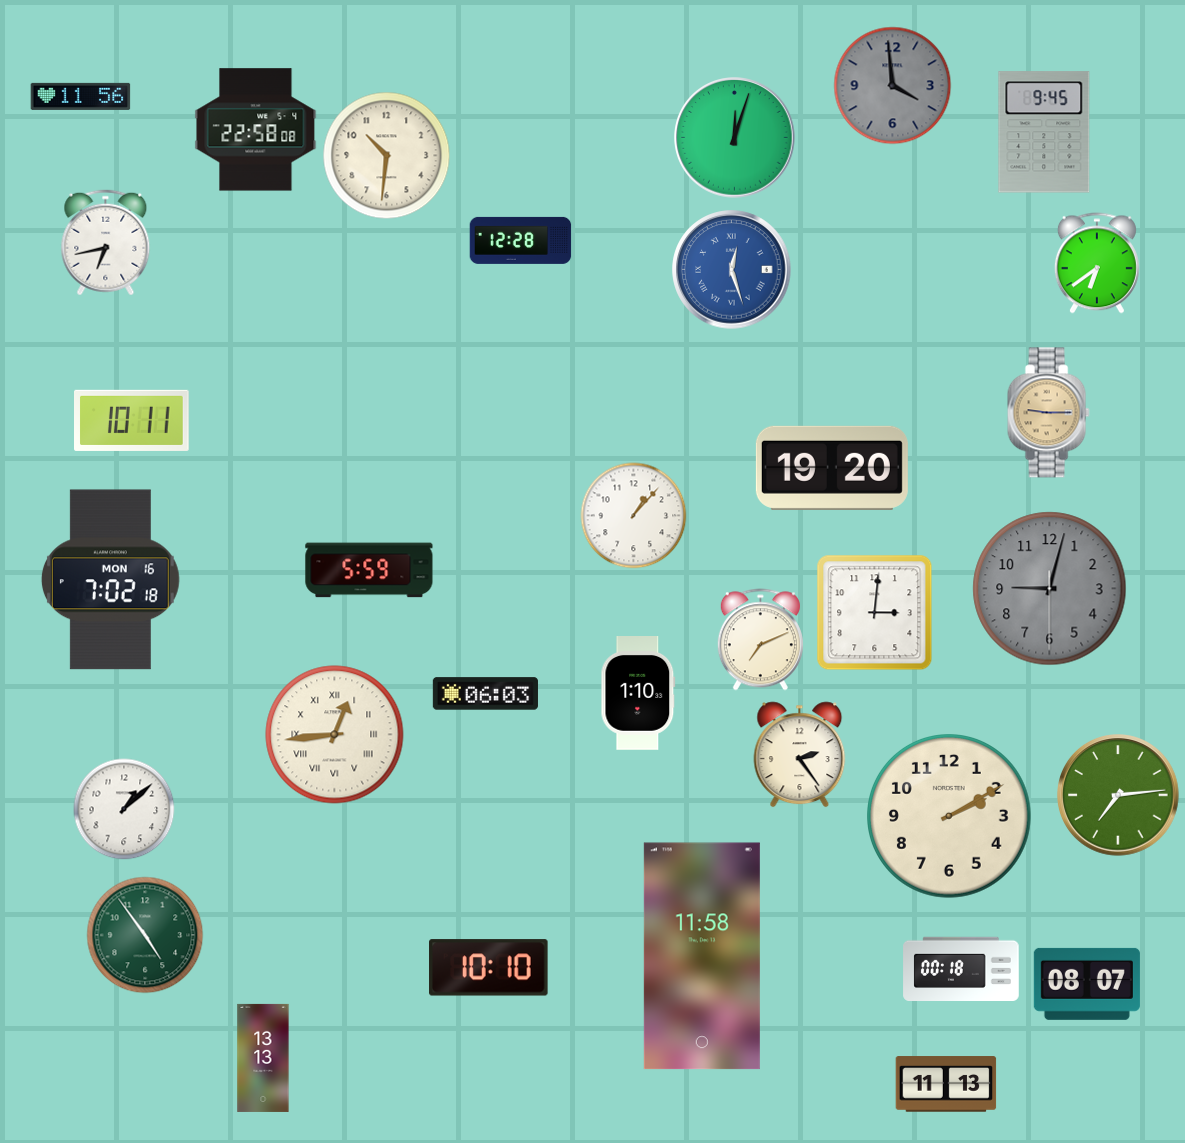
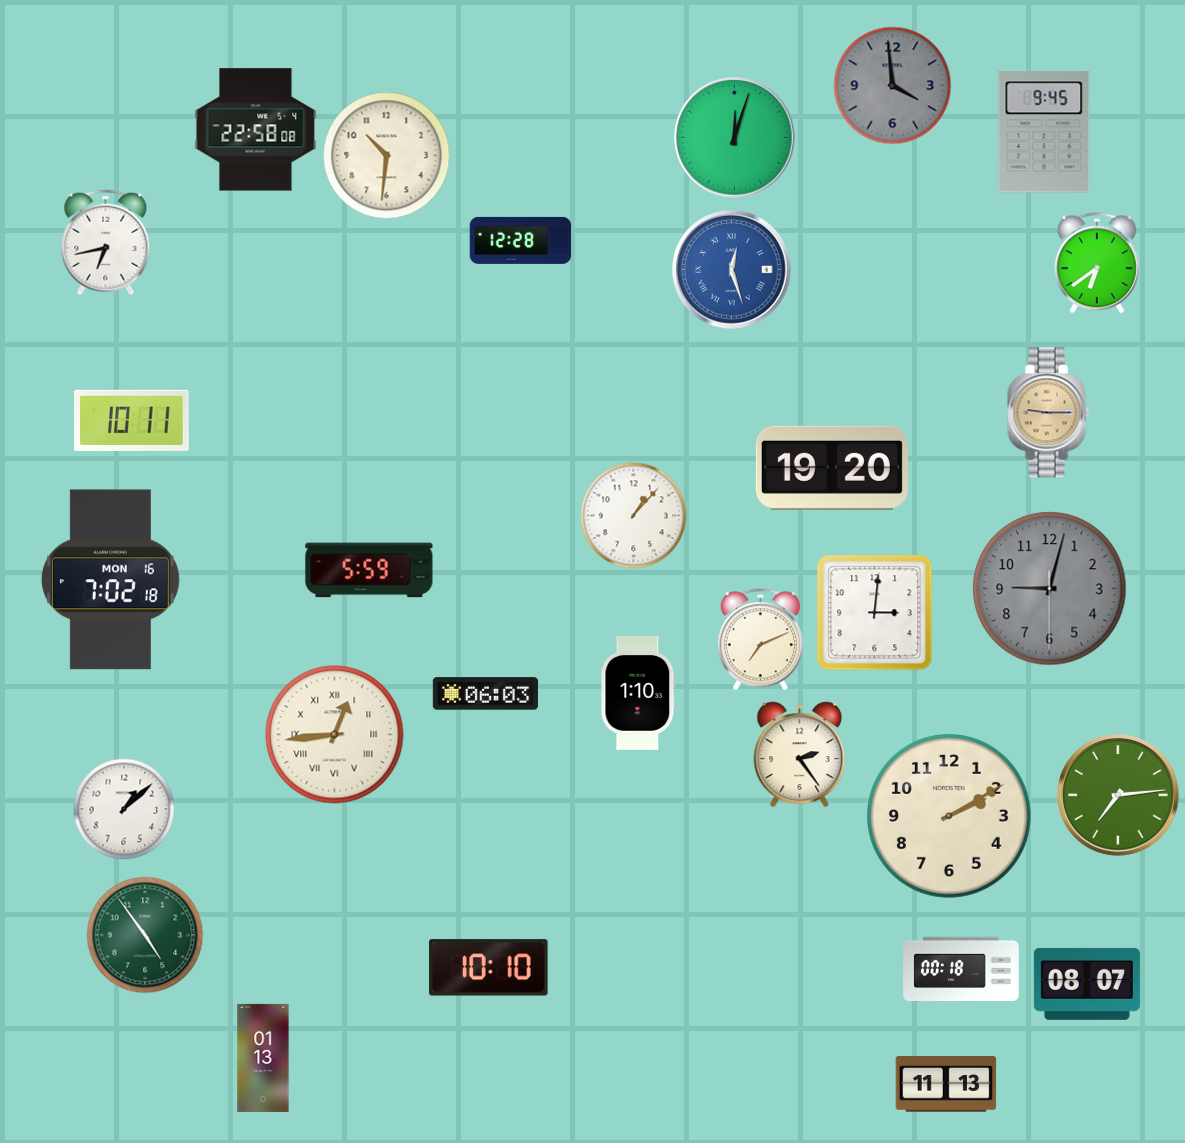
clock at (81, 96): 11:56 -> none
clock at (702, 956): 11:58 -> none
clock at (263, 1058): 13:13 -> 01:13
